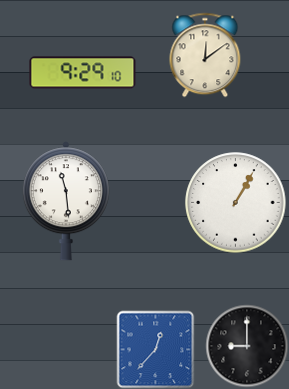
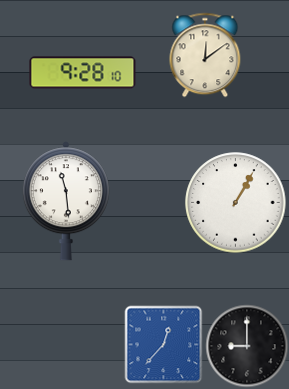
clock at (83, 73): 9:29 -> 9:28
clock at (155, 349) position: (155, 349) -> (163, 344)
